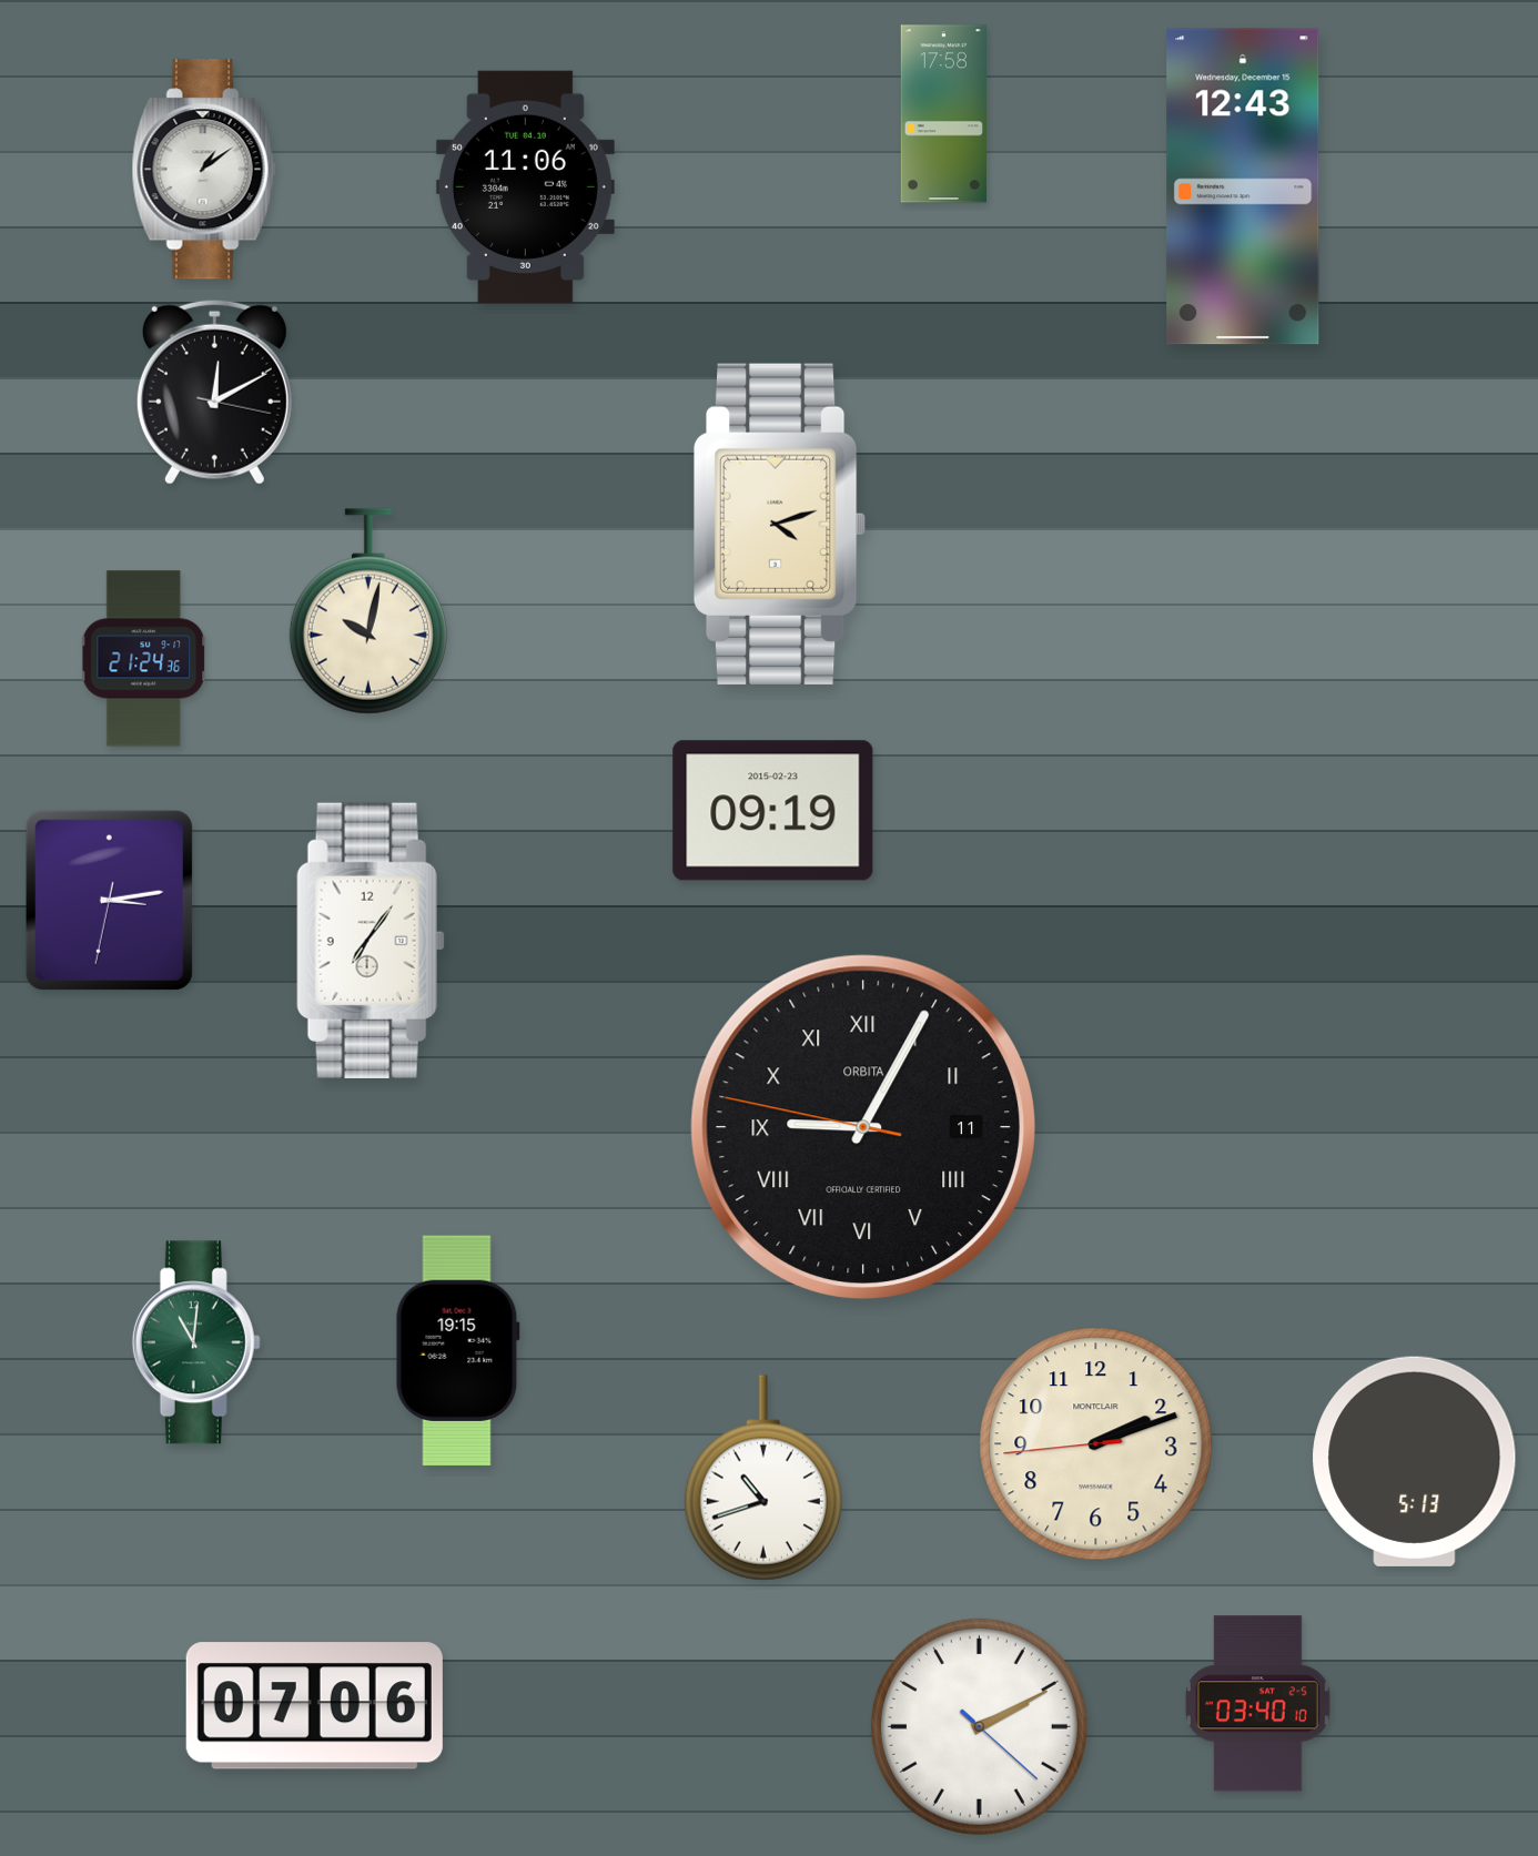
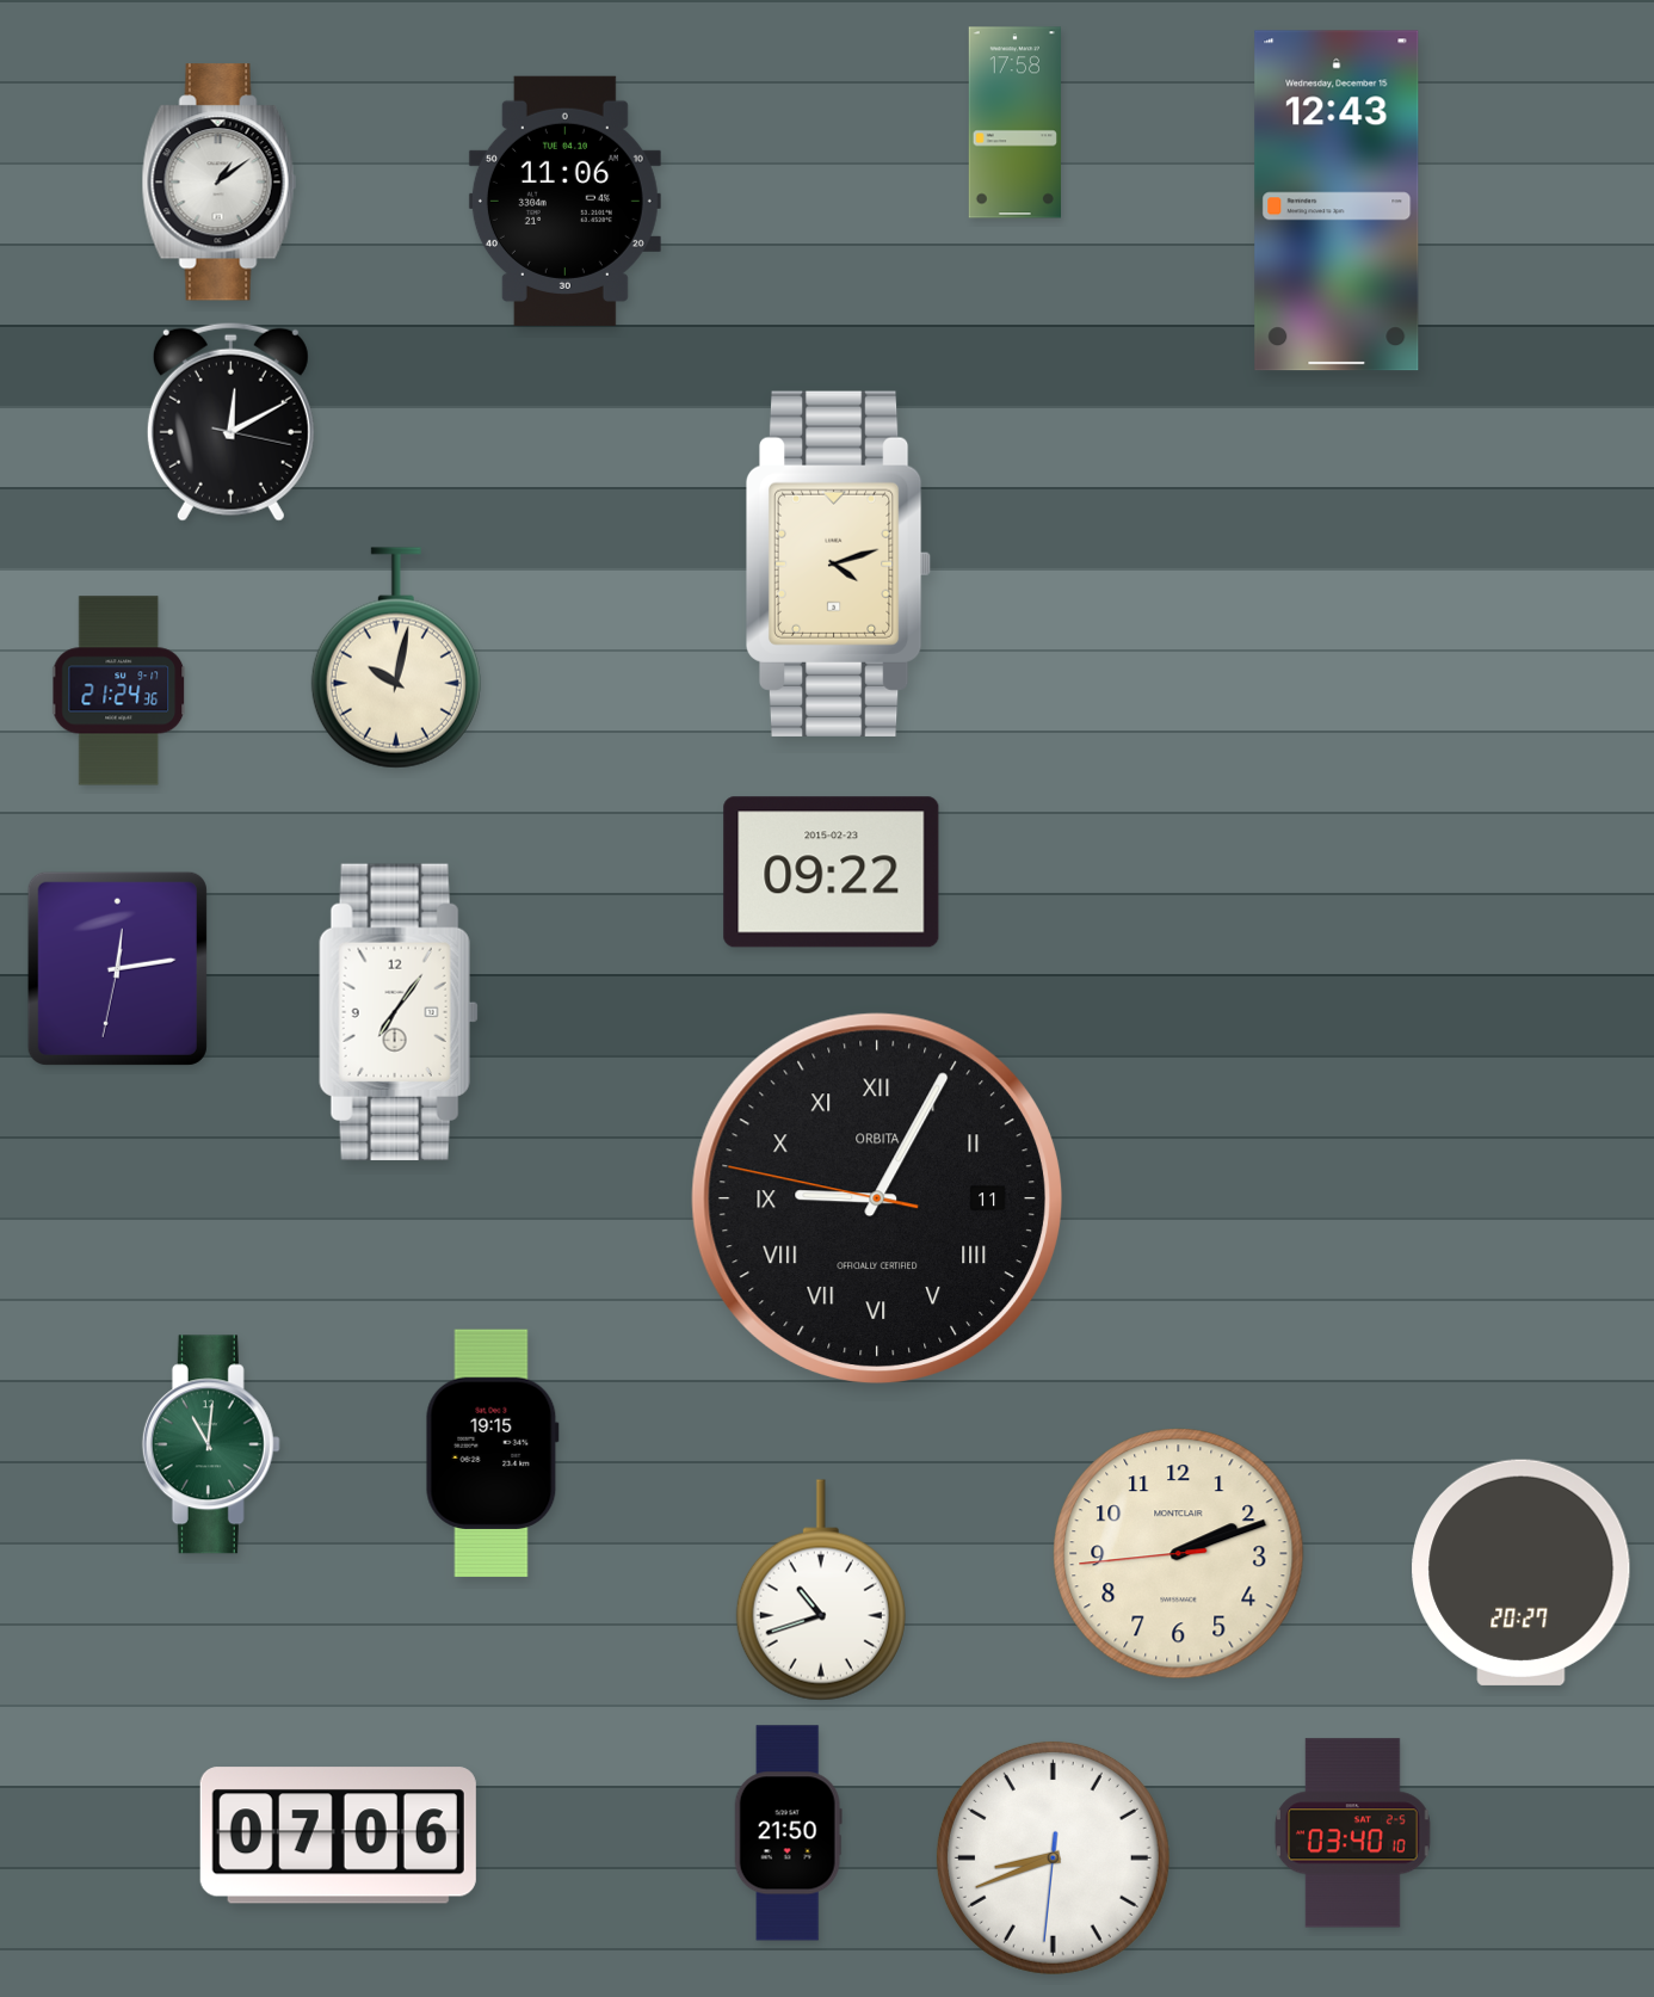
clock at (144, 659) position: (144, 659) -> (119, 691)
clock at (773, 811): 09:19 -> 09:22
clock at (109, 900): 3:13 -> 12:13
clock at (863, 1127) position: (863, 1127) -> (877, 1198)
clock at (1415, 1461): 5:13 -> 20:27
clock at (788, 1833): none -> 21:50
clock at (979, 1726): 2:10 -> 8:41
